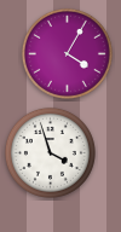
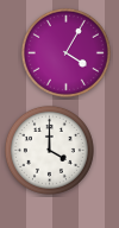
clock at (50, 152): 3:57 -> 4:00
